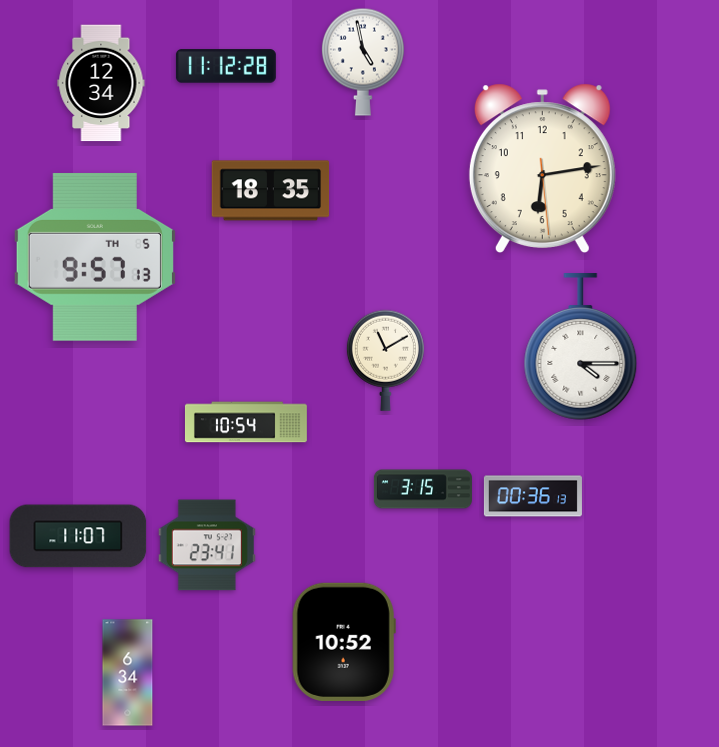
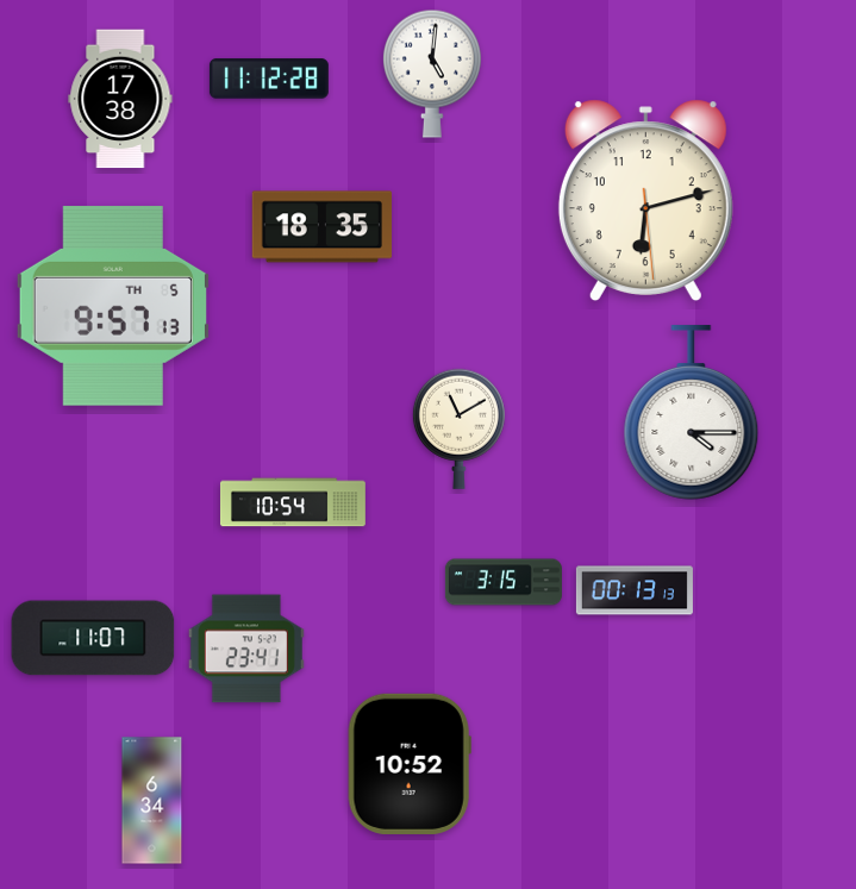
clock at (363, 62): 4:58 -> 5:01
clock at (101, 83): 12:34 -> 17:38
clock at (542, 168): 6:13 -> 6:12
clock at (533, 496): 00:36 -> 00:13
